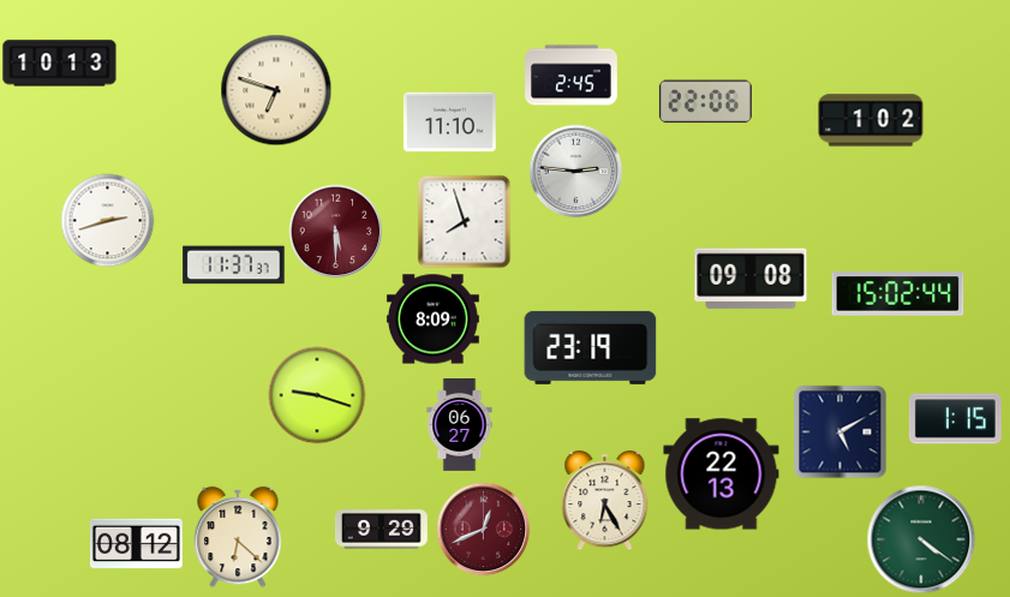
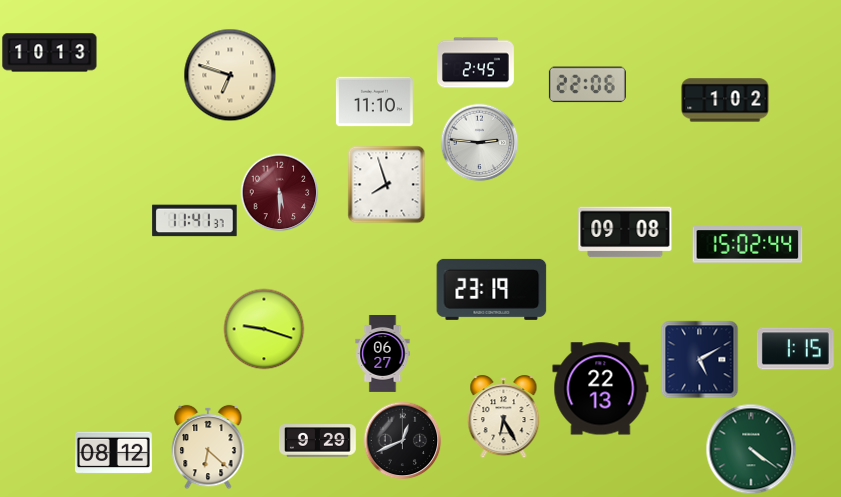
clock at (107, 220): 2:42 -> none
clock at (234, 265): 11:37 -> 11:41
clock at (432, 320): 8:09 -> none
clock at (722, 474) position: (722, 474) -> (601, 389)
clock at (483, 529) dial: burgundy -> black
clock at (238, 537) position: (238, 537) -> (208, 447)
clock at (921, 539) position: (921, 539) -> (751, 449)
